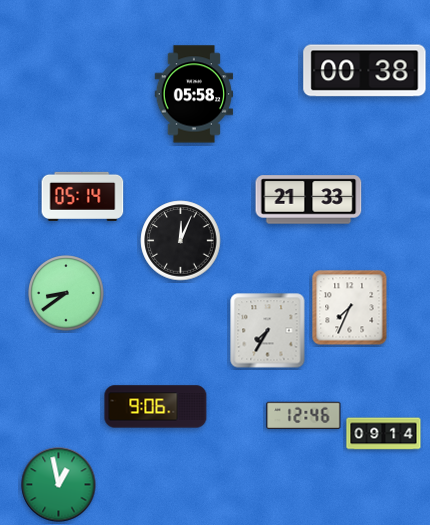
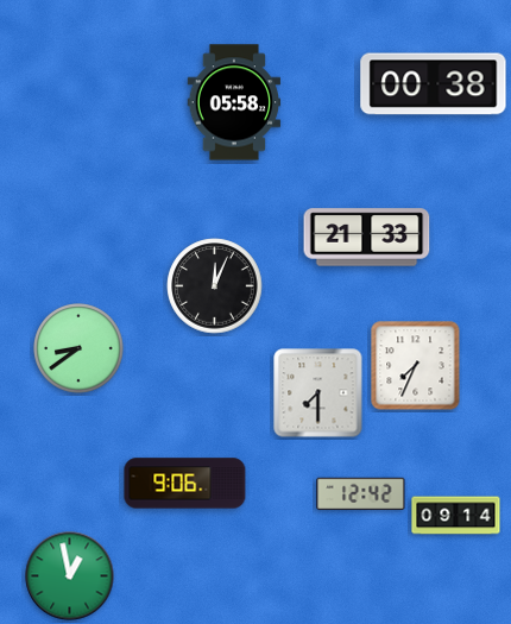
clock at (194, 94) position: (194, 94) -> (234, 102)
clock at (83, 196): 05:14 -> none
clock at (268, 331): 7:35 -> 7:30
clock at (304, 415): 12:46 -> 12:42
